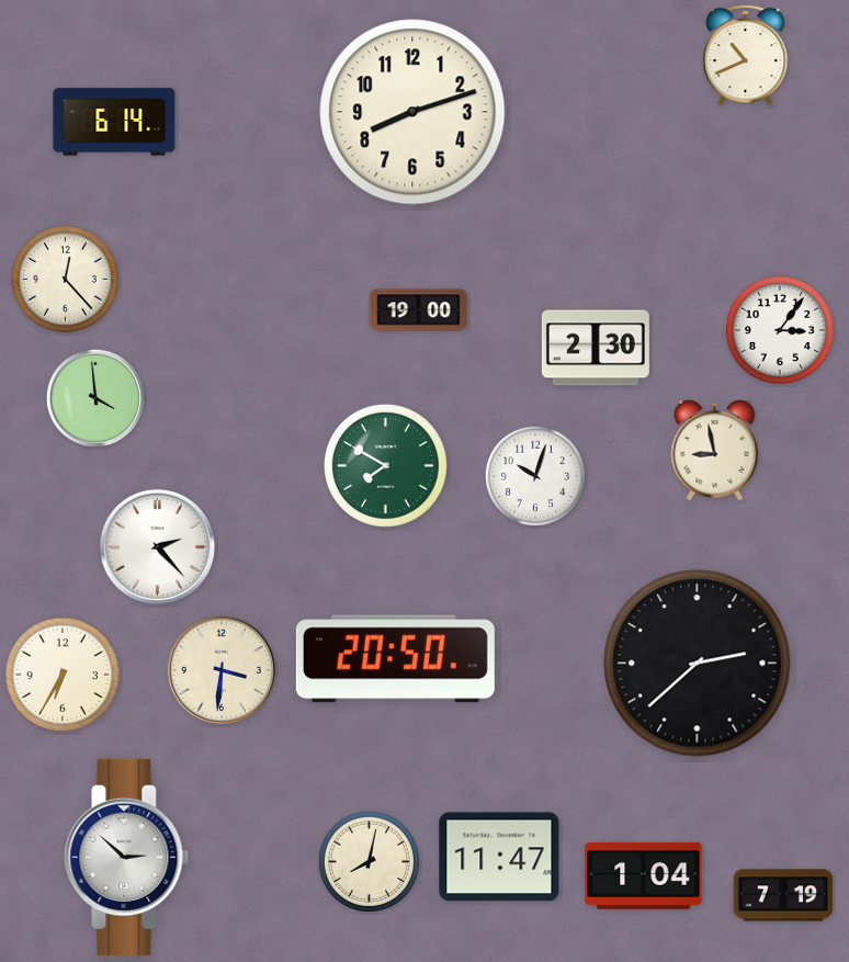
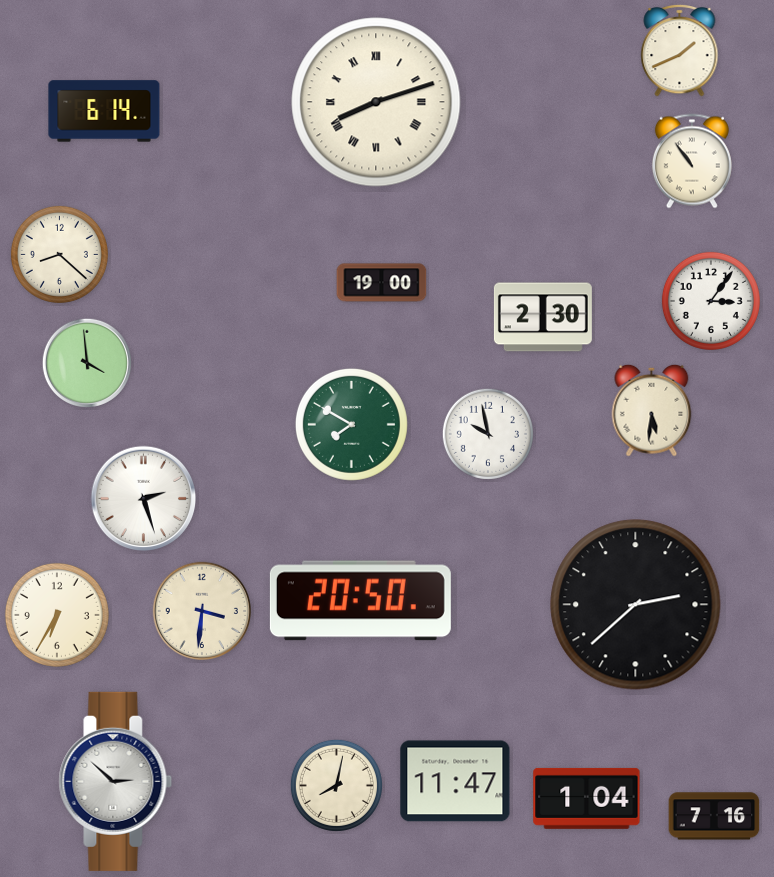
clock at (746, 55): 10:41 -> 1:41
clock at (412, 112) numerals: Arabic -> Roman
clock at (692, 161): none -> 10:54
clock at (65, 279): 12:23 -> 8:22
clock at (715, 450): 8:58 -> 5:31
clock at (535, 476): 10:03 -> 9:58
clock at (158, 547): 2:23 -> 2:27
clock at (783, 895): 7:19 -> 7:16
